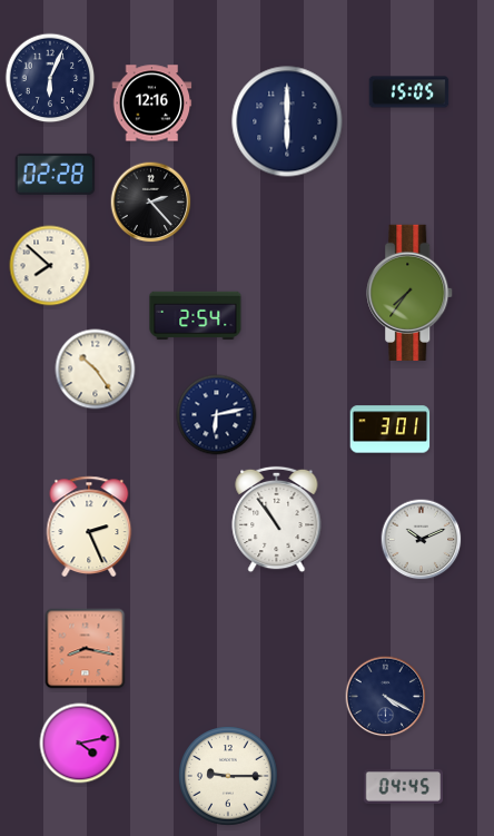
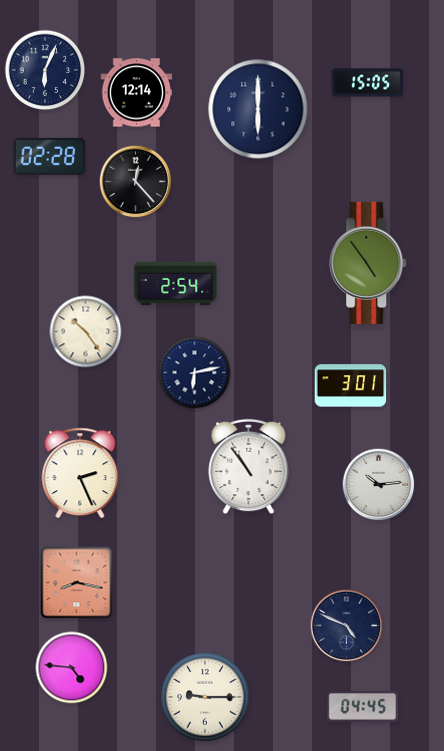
clock at (152, 104): 12:16 -> 12:14
clock at (151, 203): 2:23 -> 12:23
clock at (50, 266): 7:52 -> none
clock at (411, 293): 7:36 -> 4:54
clock at (422, 540): 10:11 -> 10:14
clock at (386, 697): 4:20 -> 4:49
clock at (80, 744): 4:13 -> 4:46
